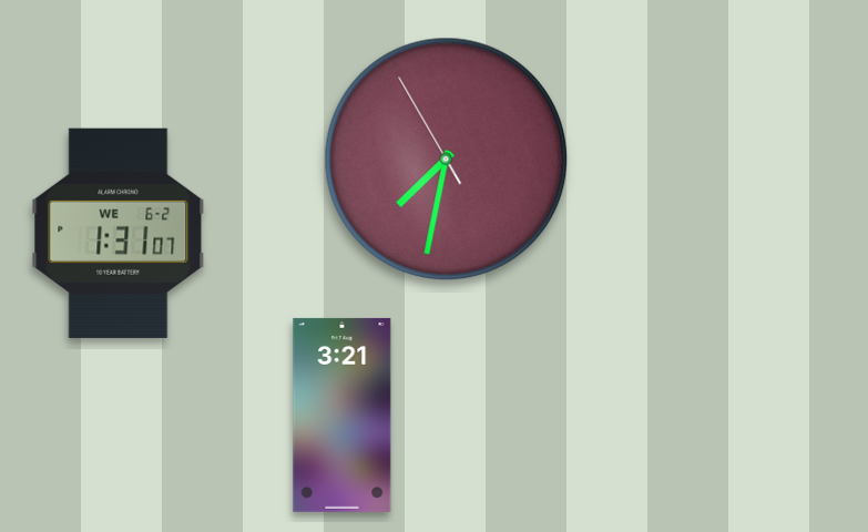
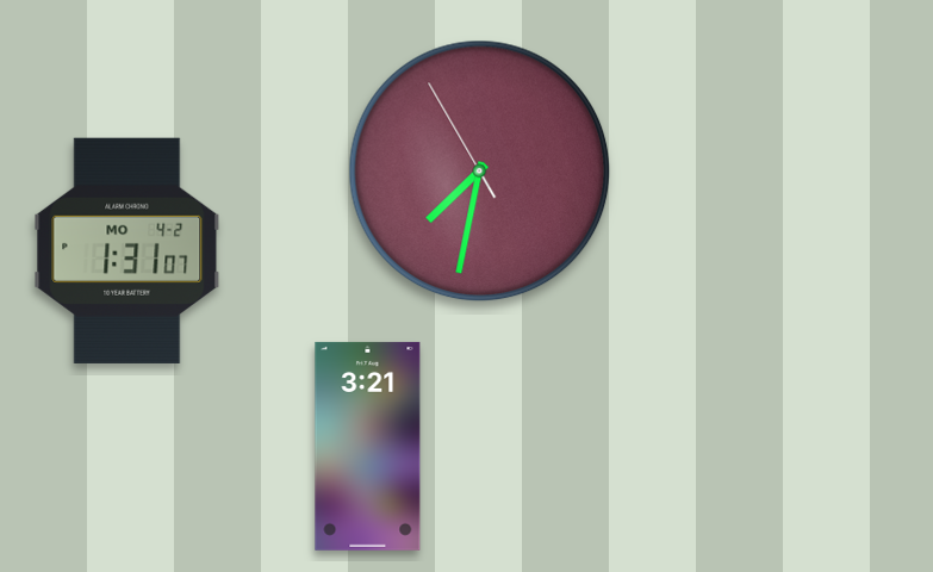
clock at (119, 233) date: WE 6-2 -> MO 4-2
